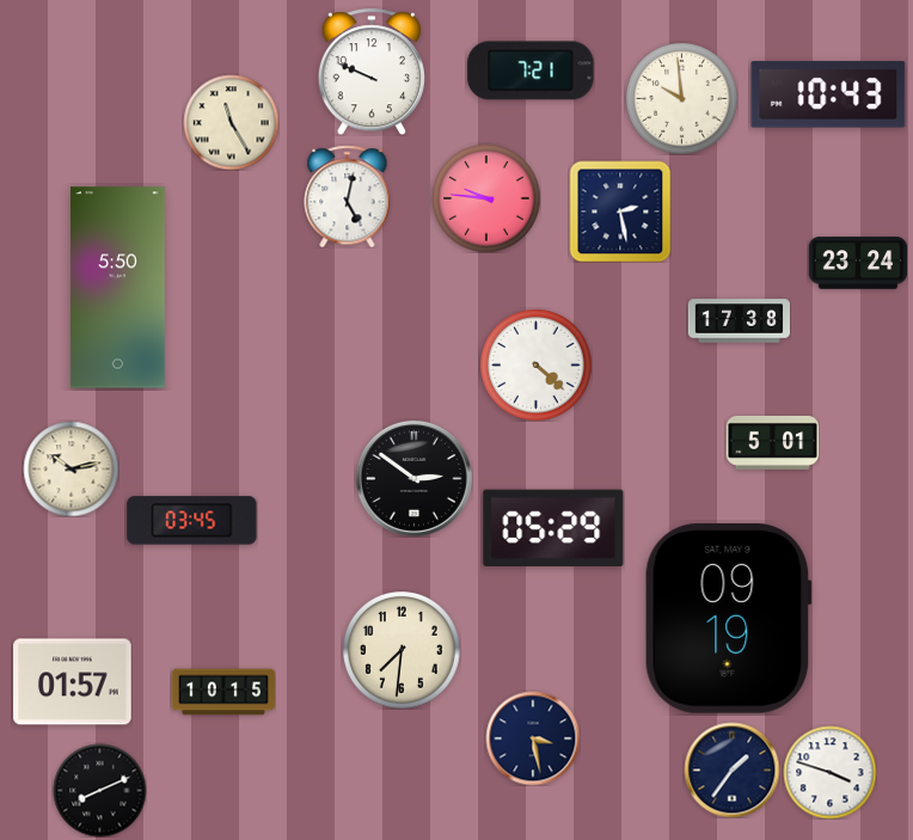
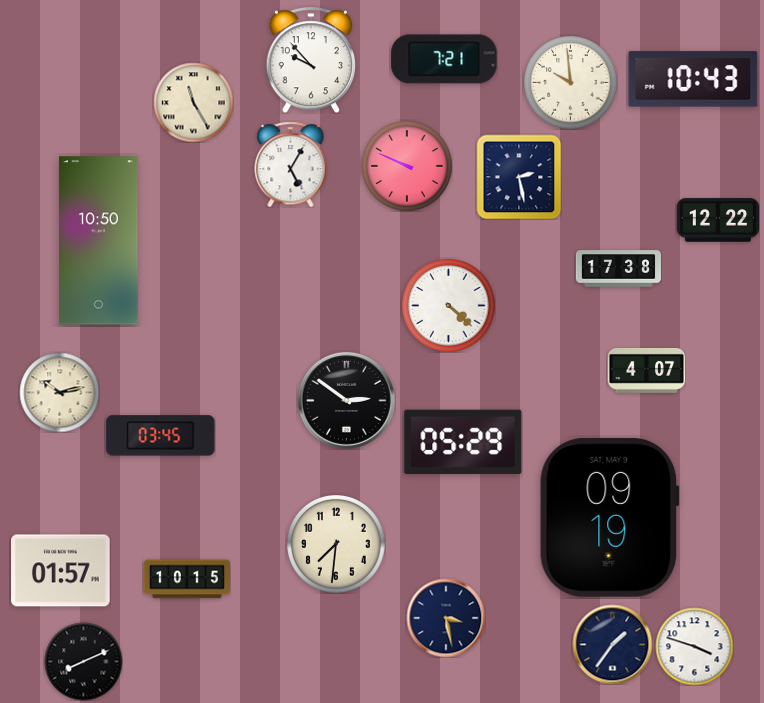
clock at (372, 72): 9:49 -> 9:53
clock at (348, 196): 5:02 -> 5:05
clock at (486, 198): 9:46 -> 9:49
clock at (858, 263): 23:24 -> 12:22
clock at (117, 288): 5:50 -> 10:50
clock at (772, 442): 5:01 -> 4:07
